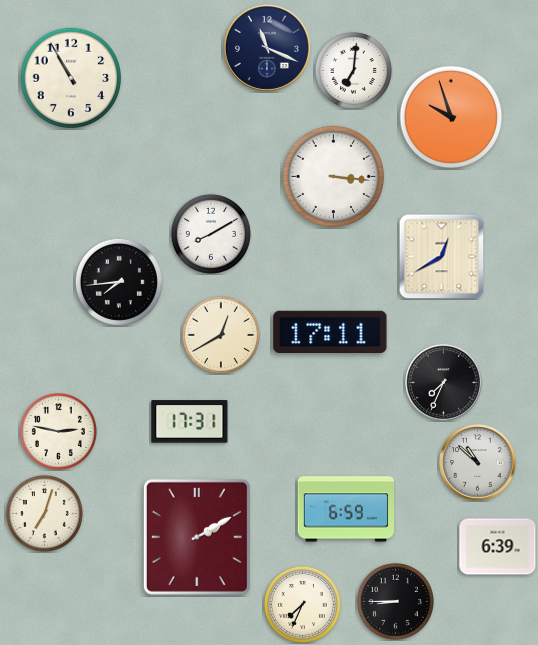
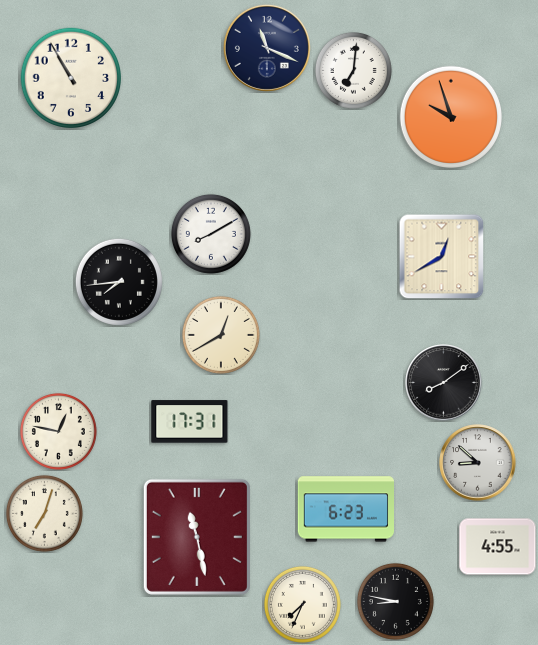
clock at (333, 176): 3:16 -> none
clock at (330, 331): 17:11 -> none
clock at (444, 383): 7:34 -> 8:09
clock at (58, 431): 2:47 -> 12:47
clock at (478, 463): 10:52 -> 8:52
clock at (345, 509): 6:59 -> 6:23
clock at (197, 537): 2:10 -> 11:28
clock at (498, 547): 6:39 -> 4:55
clock at (395, 601): 8:45 -> 8:47
